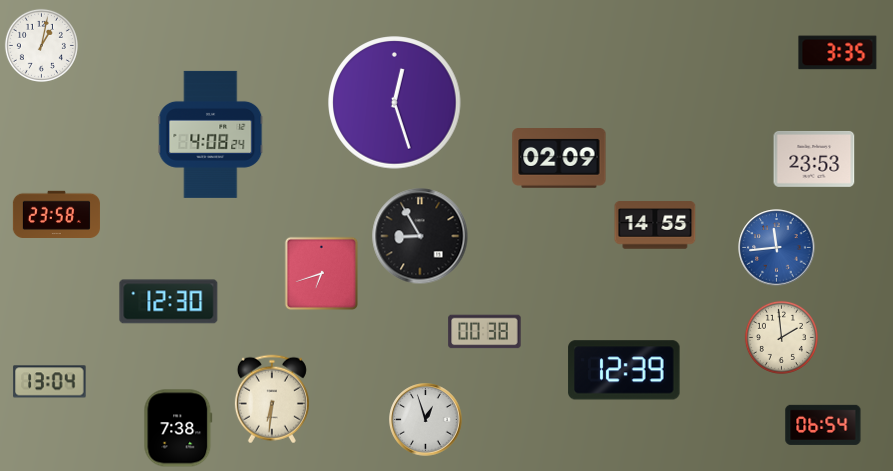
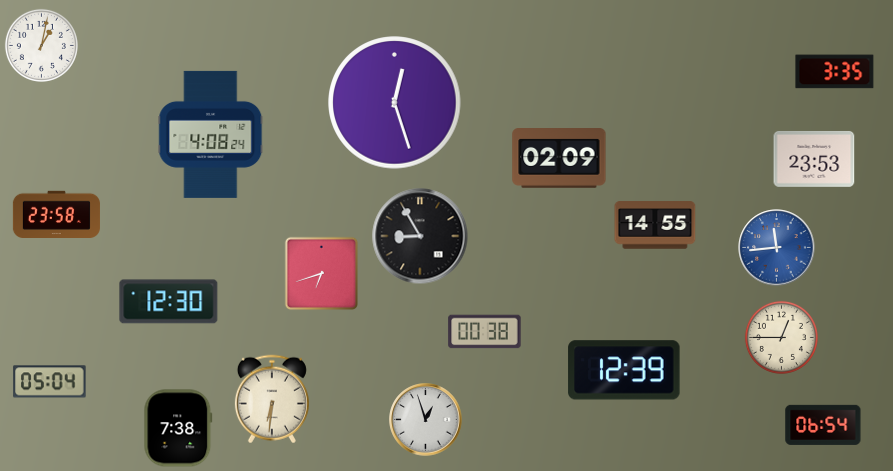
clock at (838, 53) position: (838, 53) -> (835, 72)
clock at (781, 337): 1:59 -> 12:45
clock at (50, 382): 13:04 -> 05:04
